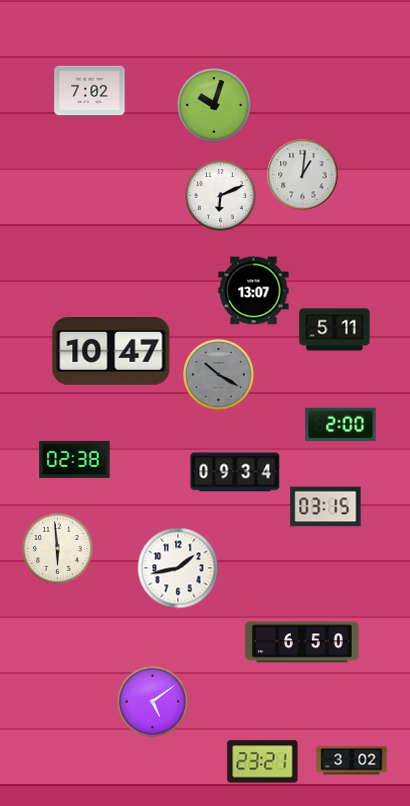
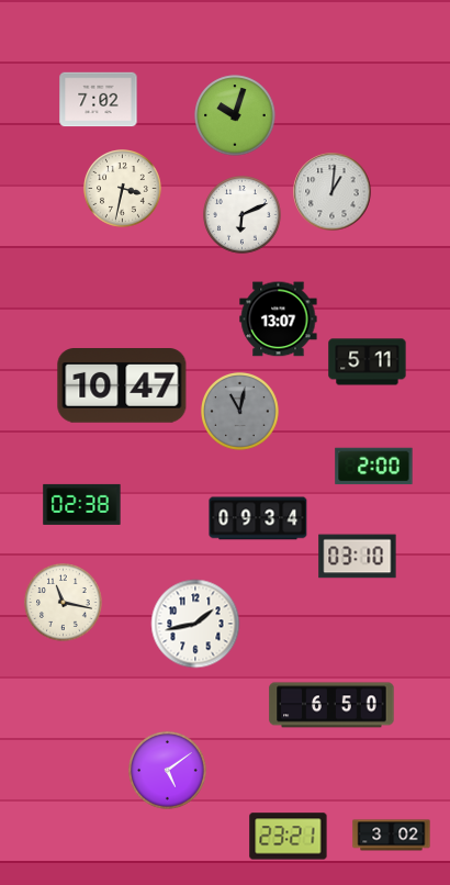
clock at (123, 189): none -> 3:32
clock at (219, 375): 10:20 -> 11:02
clock at (326, 507): 03:15 -> 03:10
clock at (58, 549): 5:59 -> 11:17
clock at (352, 761) position: (352, 761) -> (392, 836)
